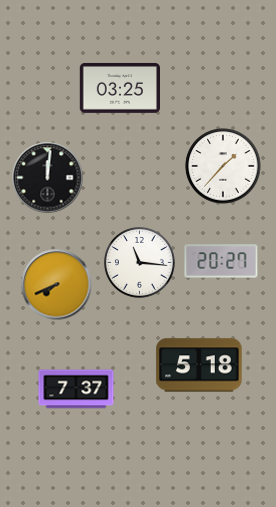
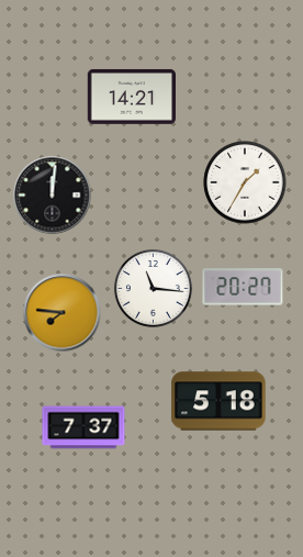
clock at (120, 88): 03:25 -> 14:21
clock at (223, 166): 1:37 -> 1:35
clock at (57, 285): 7:41 -> 7:46
